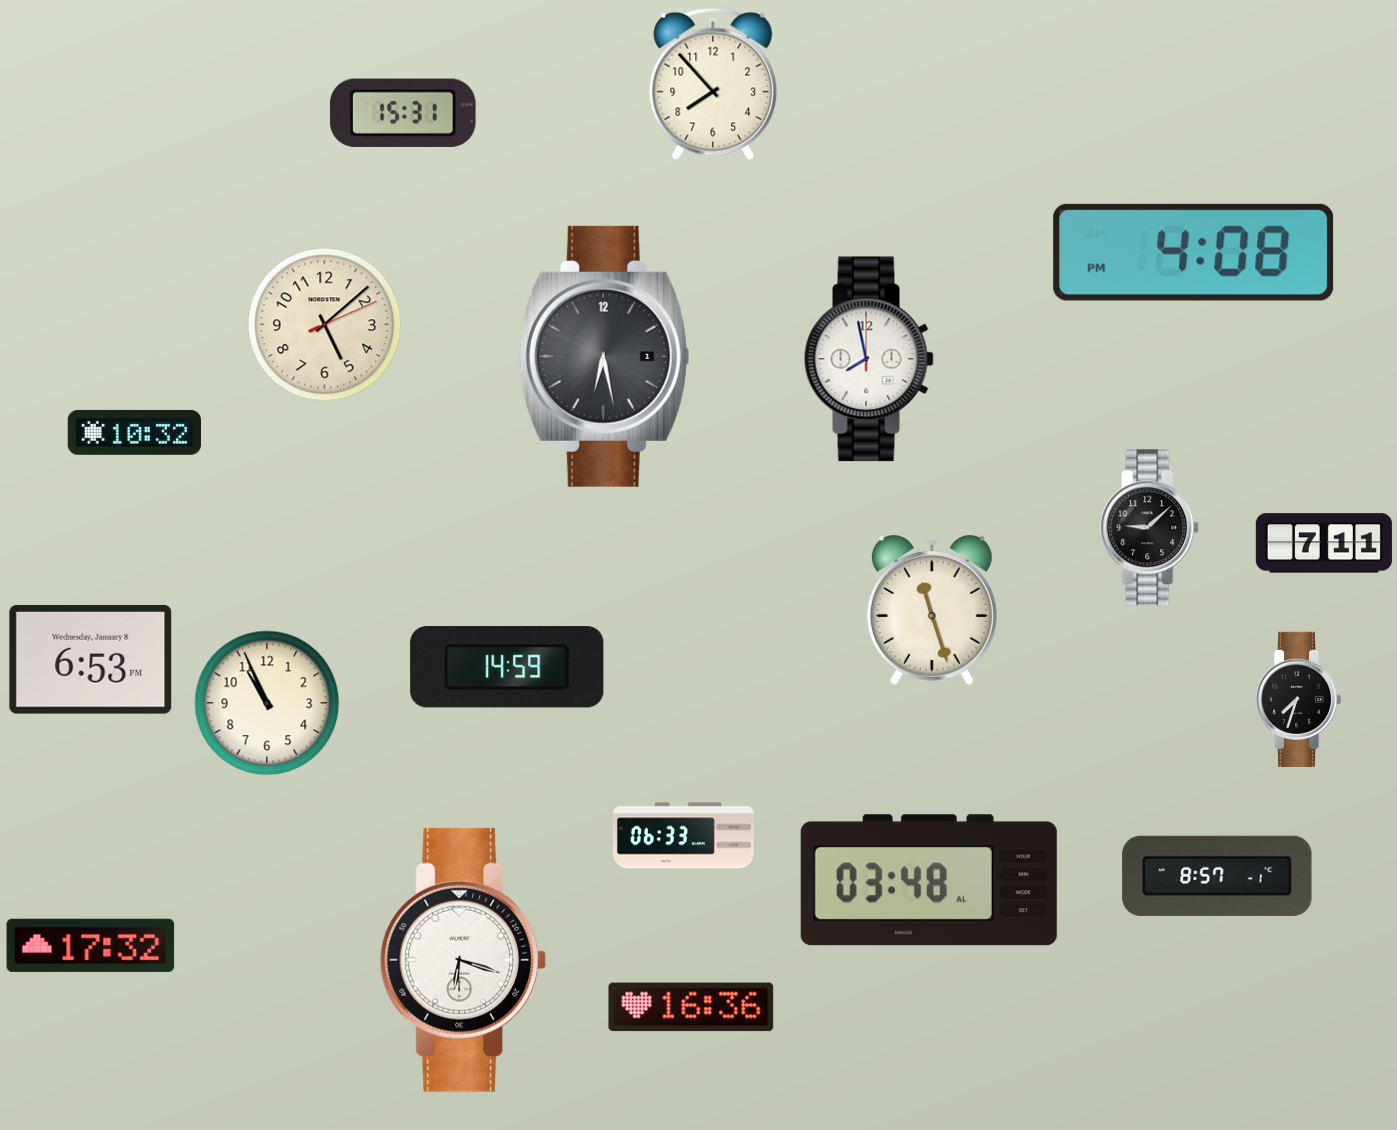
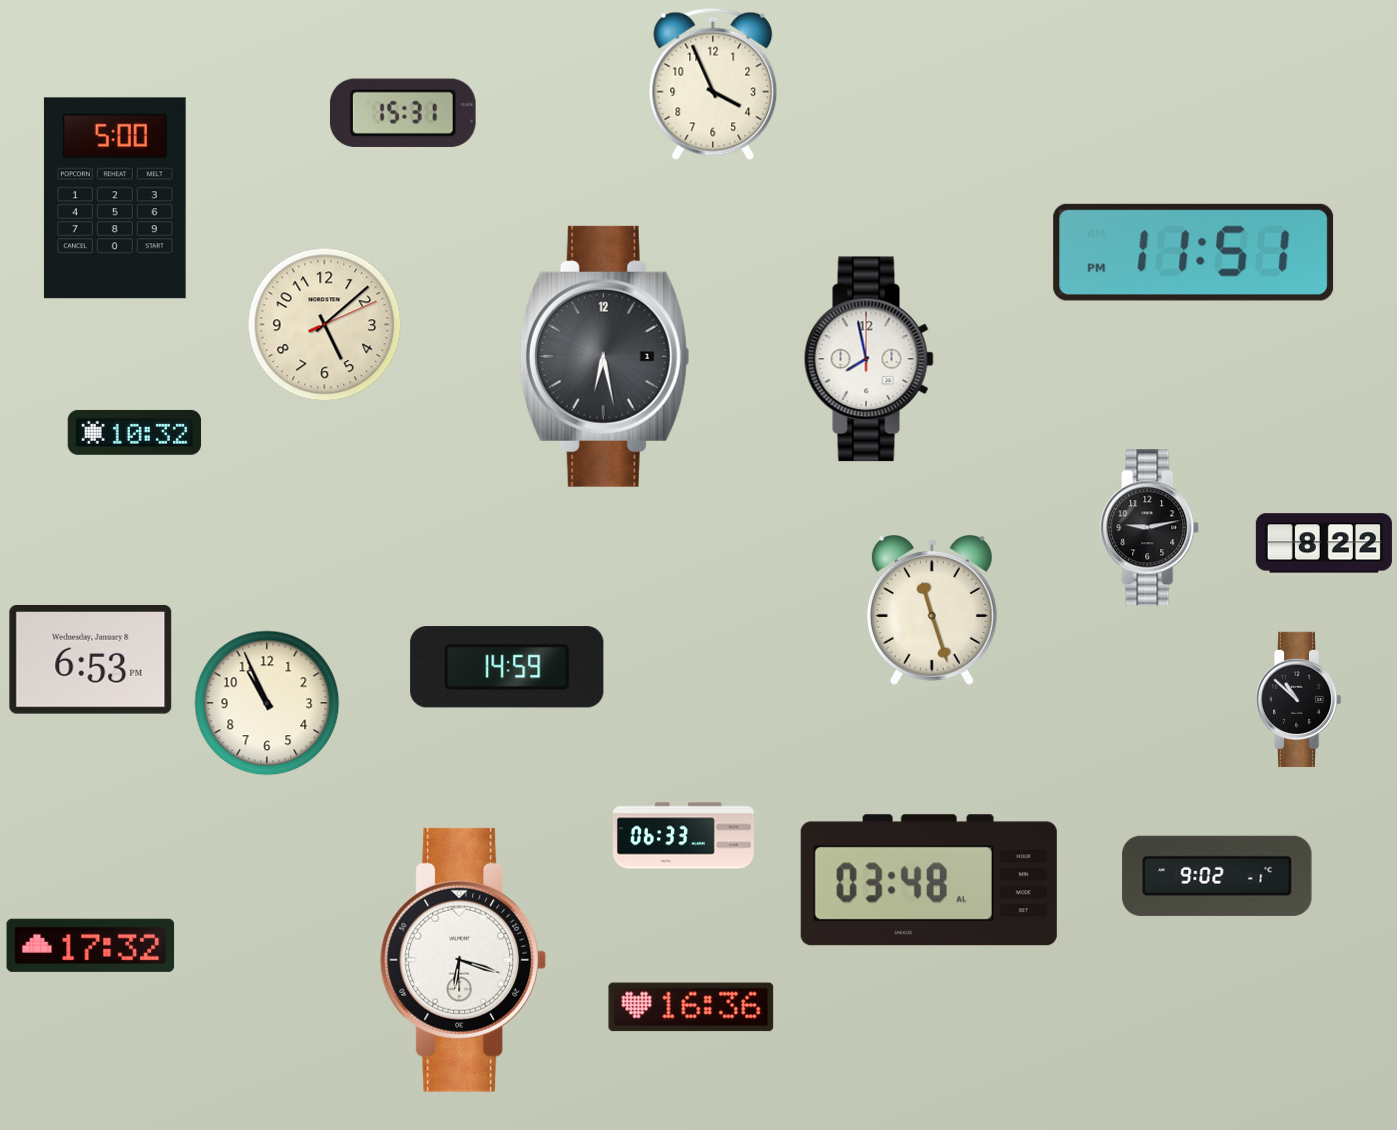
clock at (713, 84): 7:53 -> 3:56
clock at (115, 198): none -> 5:00
clock at (1194, 252): 4:08 -> 11:51
clock at (1150, 528): 9:08 -> 9:13
clock at (1324, 543): 7:11 -> 8:22
clock at (1298, 699): 7:33 -> 10:52
clock at (1217, 876): 8:57 -> 9:02
